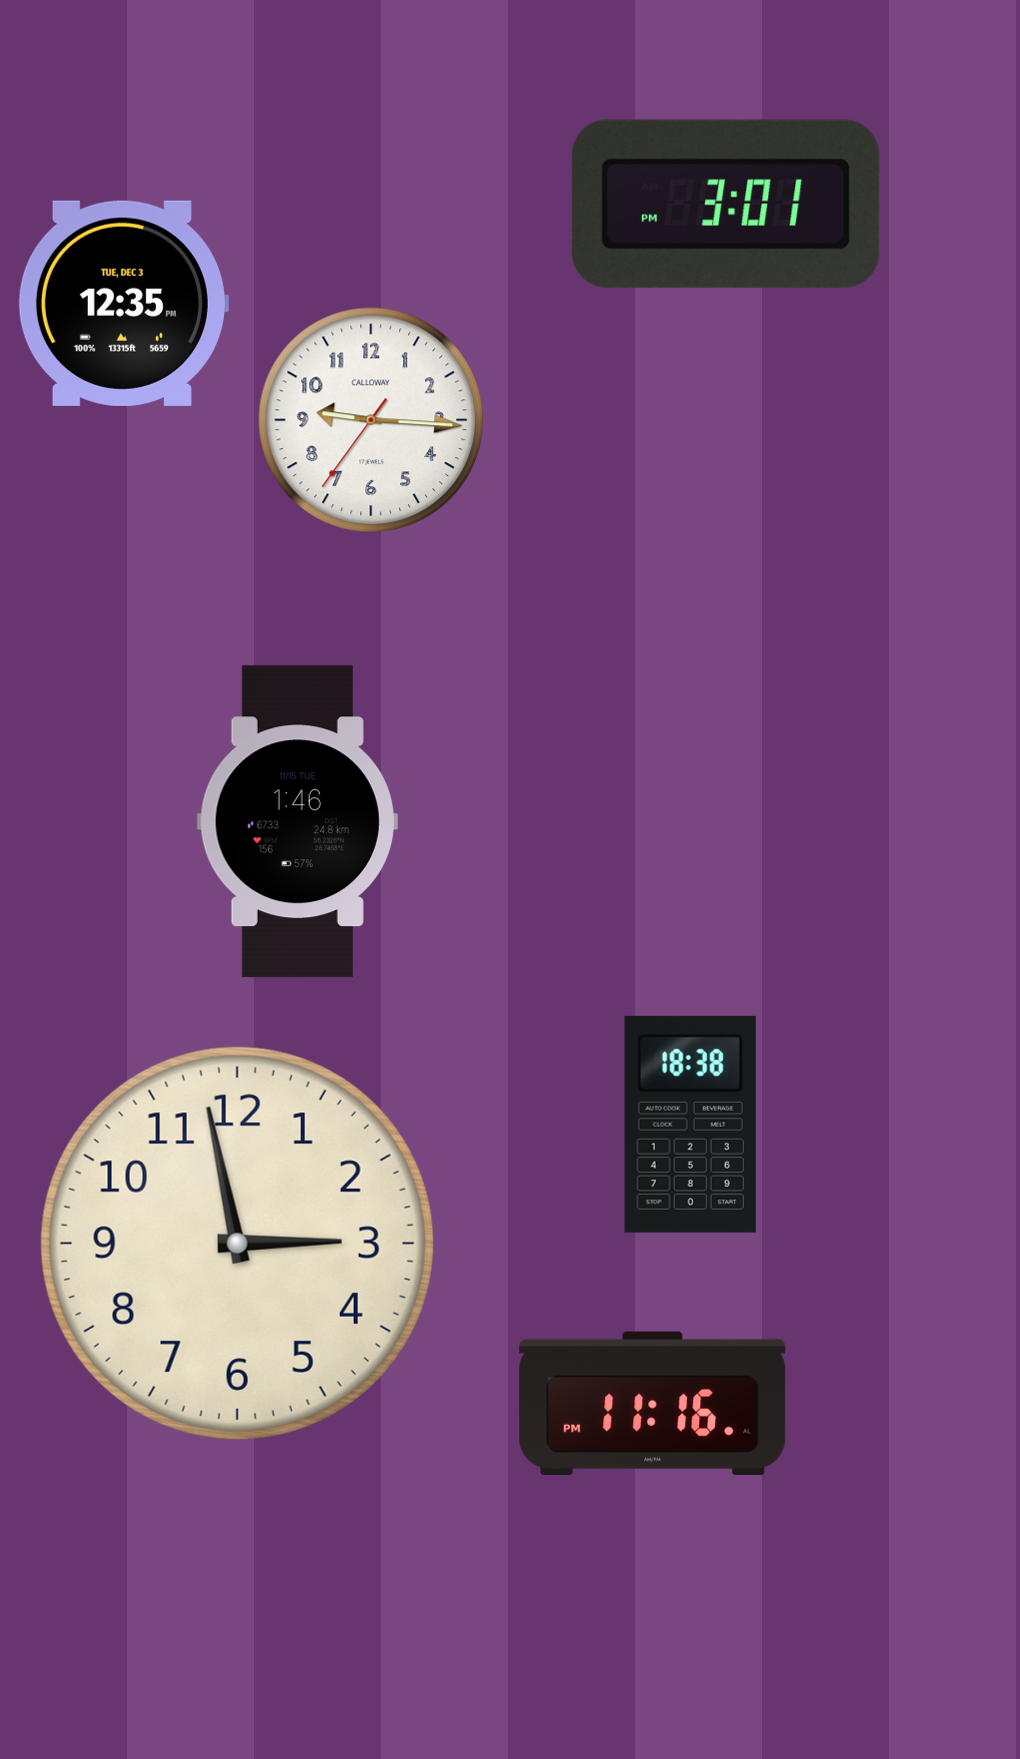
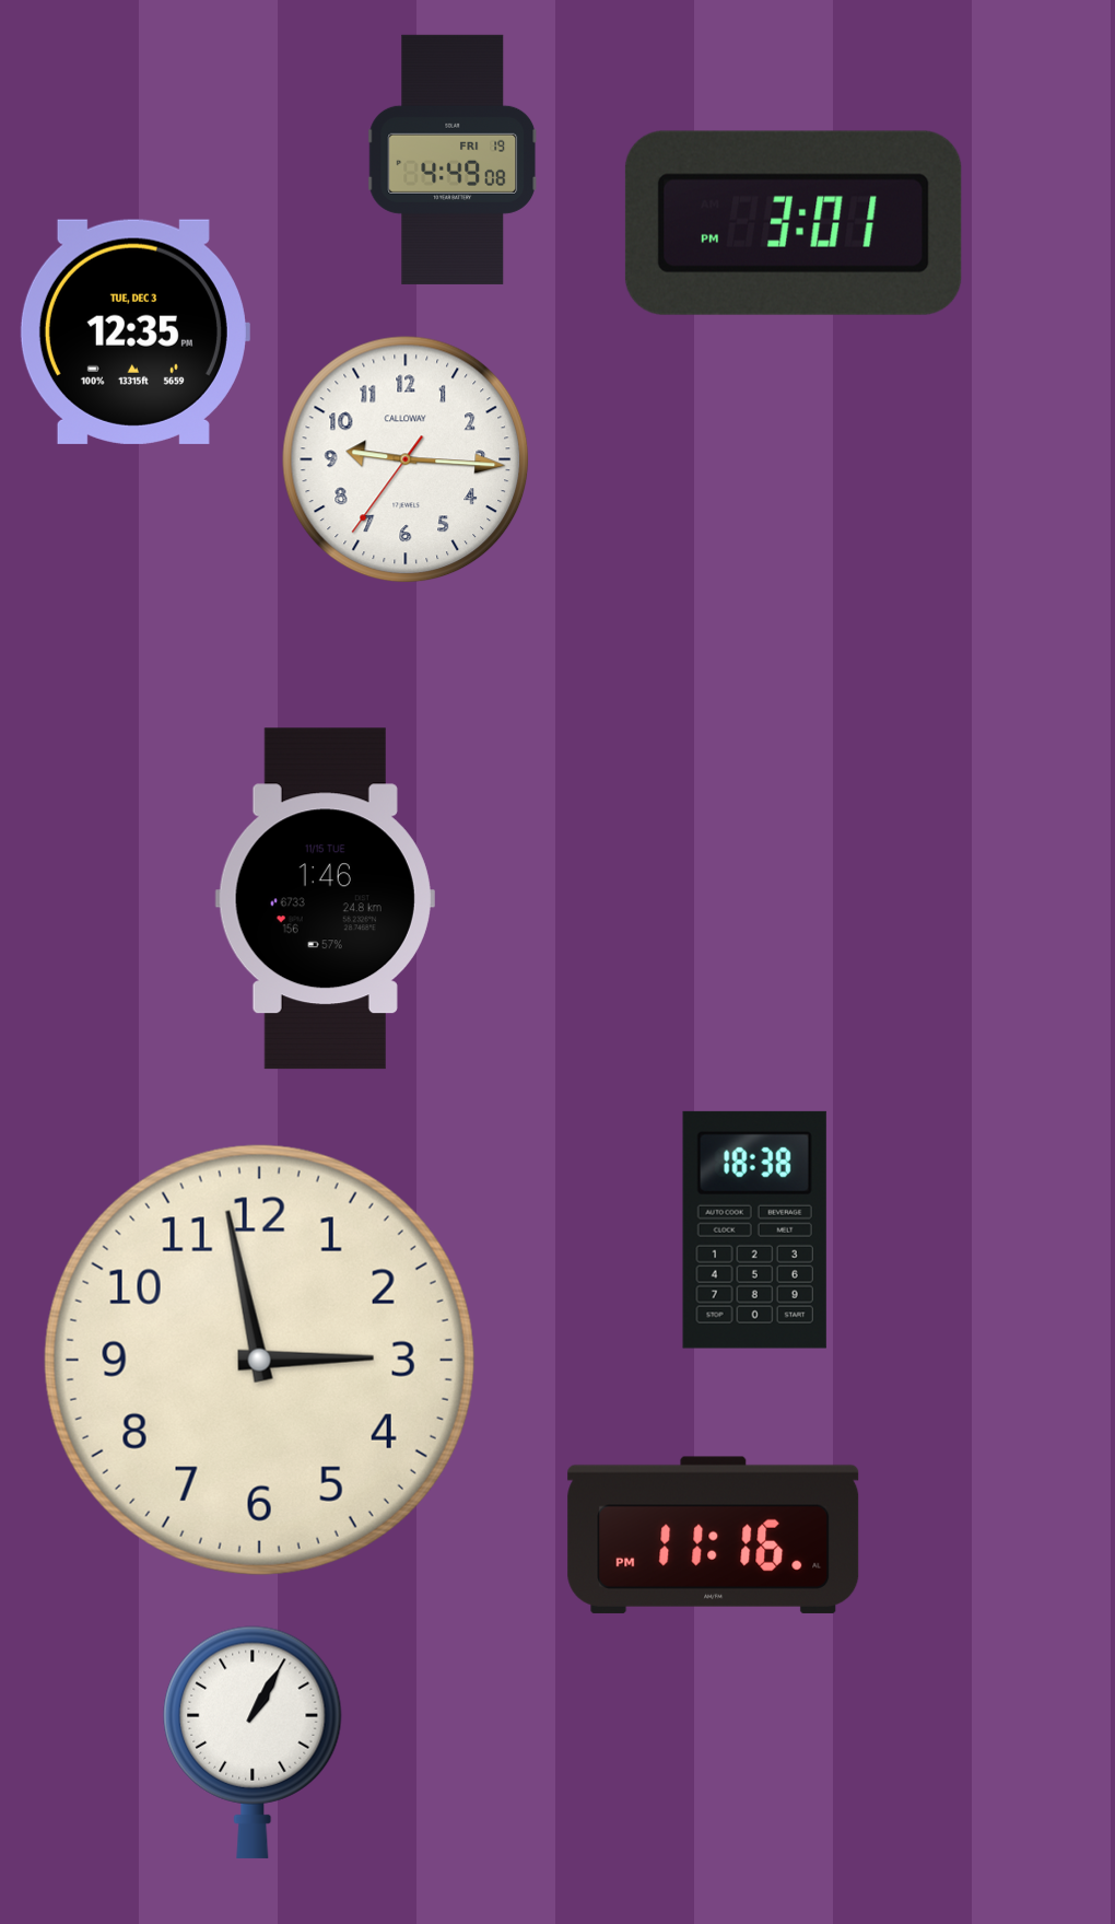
clock at (454, 160): none -> 4:49
clock at (253, 1742): none -> 1:05
